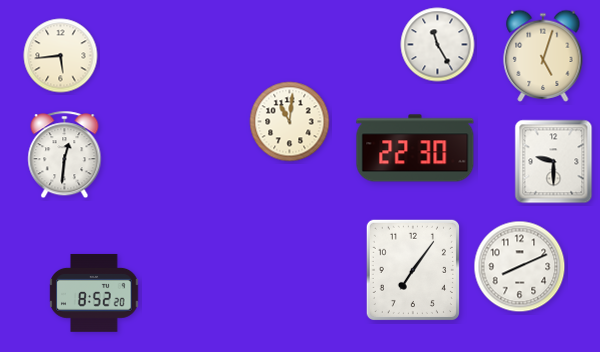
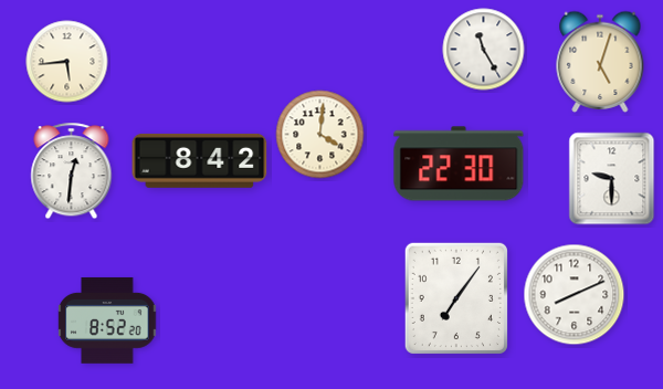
clock at (290, 122): 11:01 -> 4:01
clock at (200, 160): none -> 8:42
clock at (94, 293) position: (94, 293) -> (107, 320)
